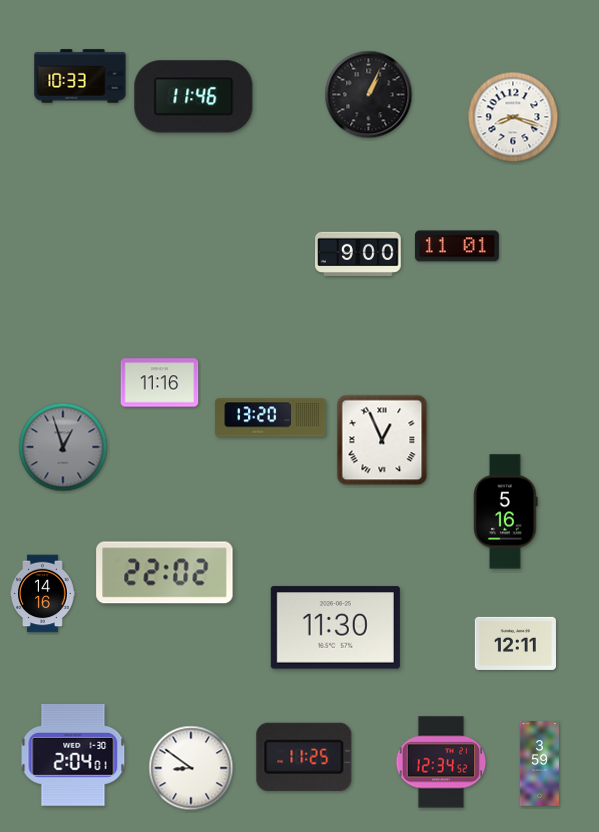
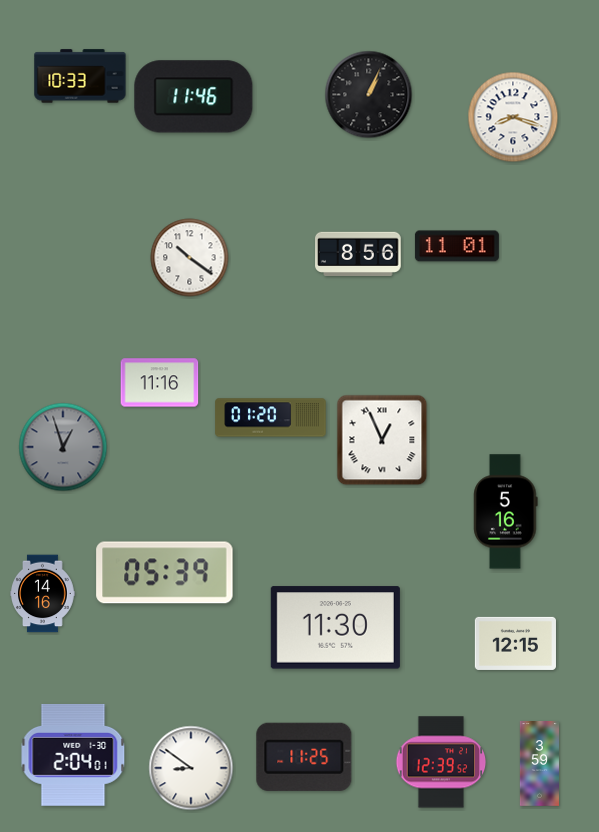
clock at (358, 253): 9:00 -> 8:56
clock at (190, 258): none -> 10:21
clock at (271, 418): 13:20 -> 01:20
clock at (165, 573): 22:02 -> 05:39
clock at (515, 643): 12:11 -> 12:15
clock at (441, 762): 12:34 -> 12:39
